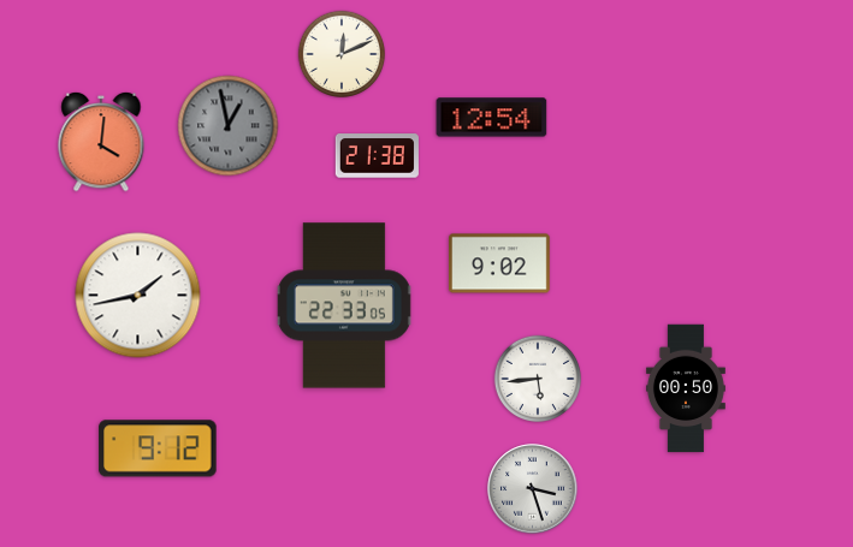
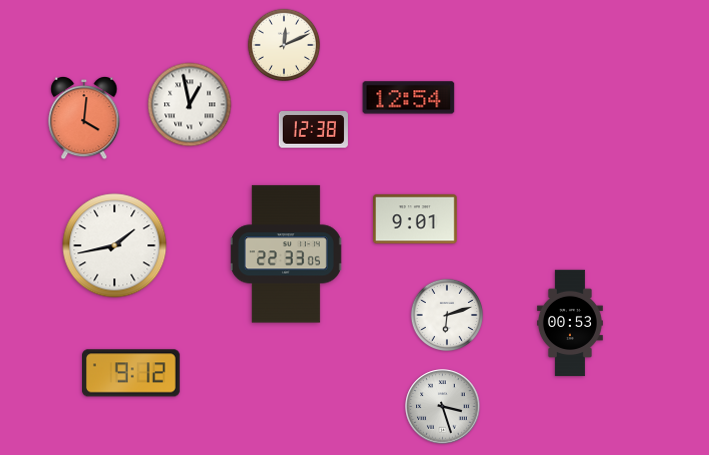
clock at (229, 126) dial: grey -> white
clock at (377, 156): 21:38 -> 12:38
clock at (500, 263): 9:02 -> 9:01
clock at (537, 377): 5:44 -> 6:12
clock at (686, 388): 00:50 -> 00:53
